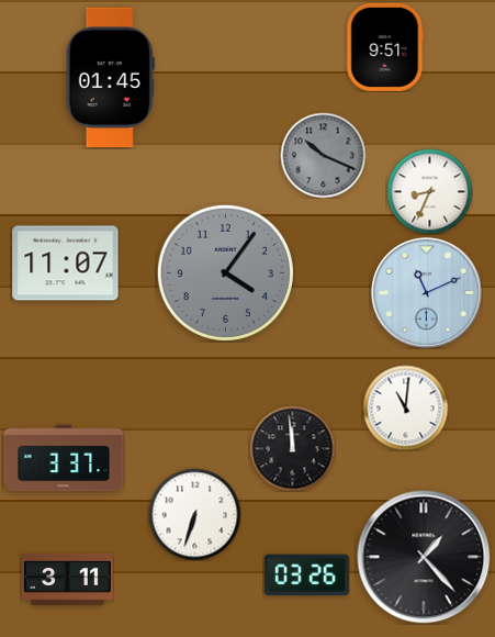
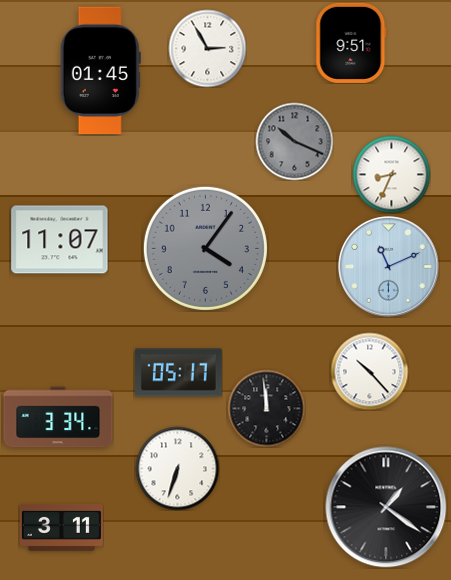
clock at (207, 48): none -> 2:55
clock at (405, 407): 11:01 -> 10:23
clock at (179, 373): none -> 05:17
clock at (64, 458): 3:37 -> 3:34
clock at (424, 557): 1:23 -> 1:21
clock at (306, 575): 03:26 -> none
